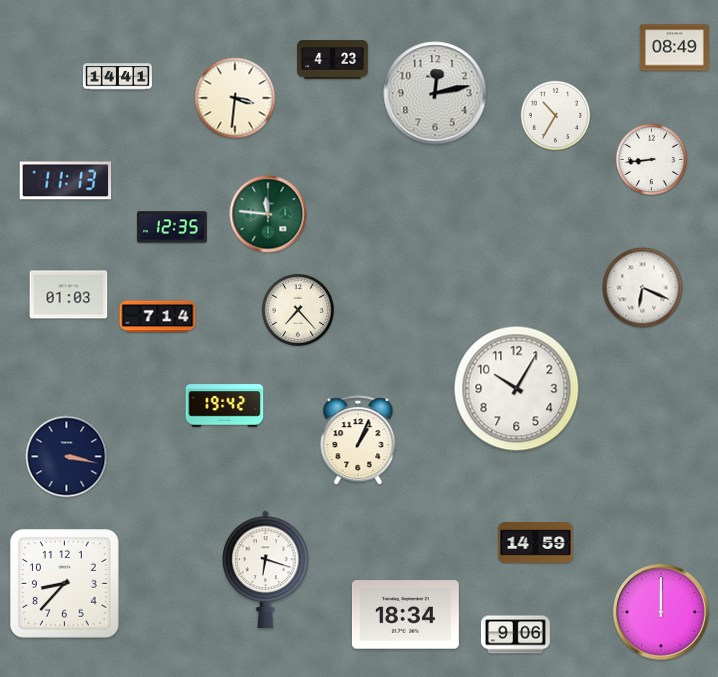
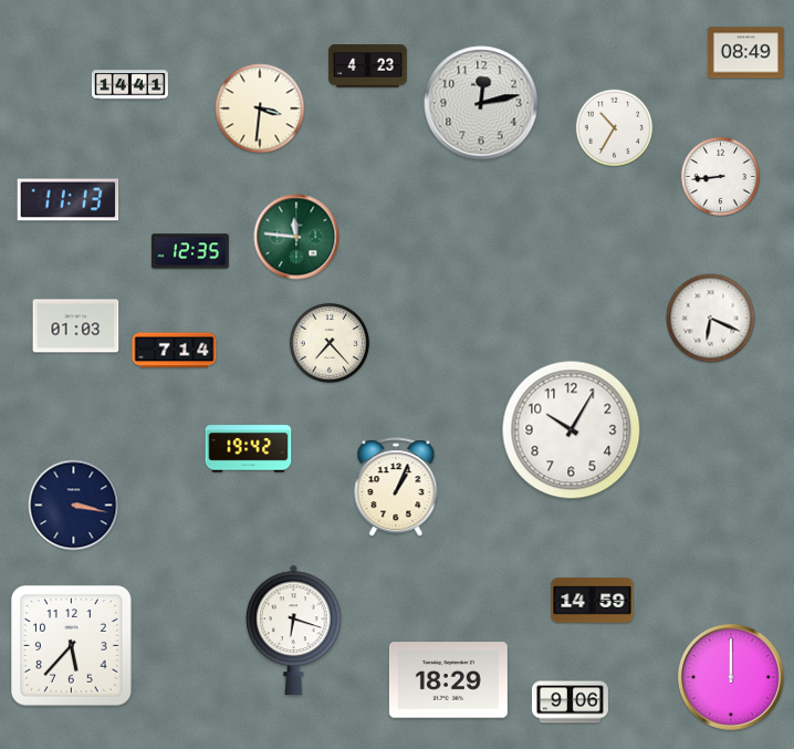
clock at (66, 181) position: (66, 181) -> (69, 200)
clock at (65, 584): 8:37 -> 5:37
clock at (405, 615): 18:34 -> 18:29
